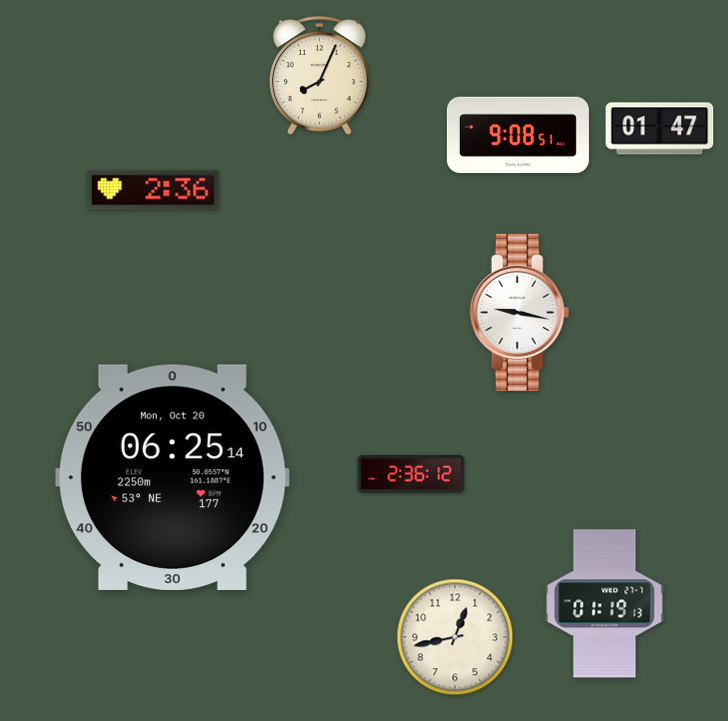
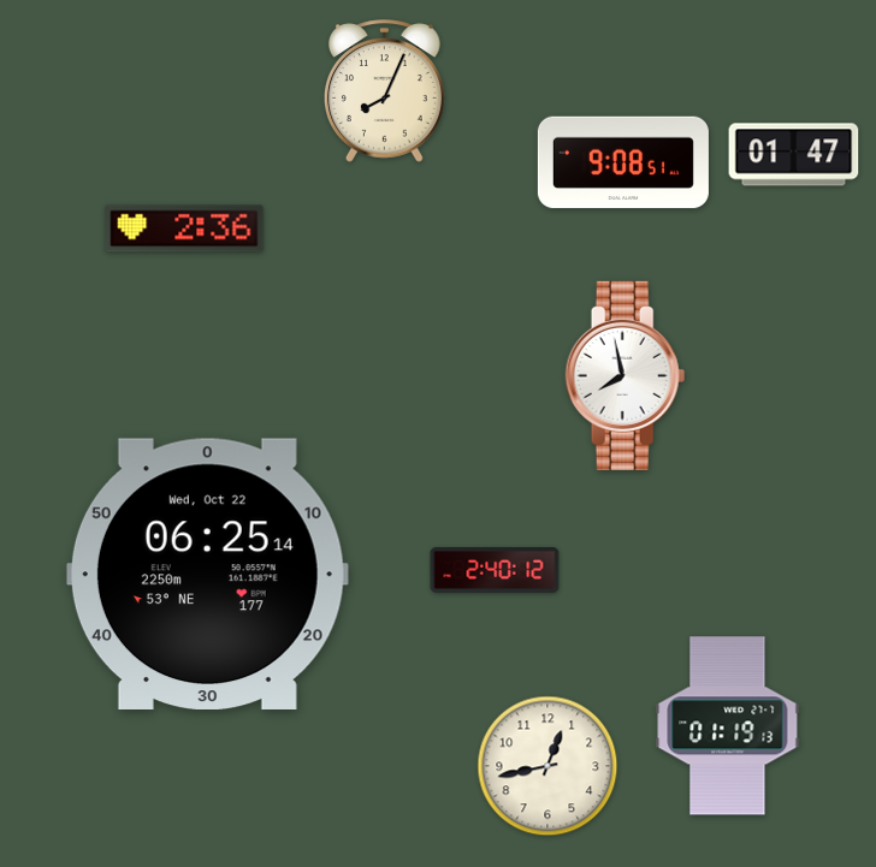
clock at (520, 312): 9:17 -> 7:58
clock at (411, 474): 2:36 -> 2:40
clock at (172, 477) date: Mon, Oct 20 -> Wed, Oct 22
